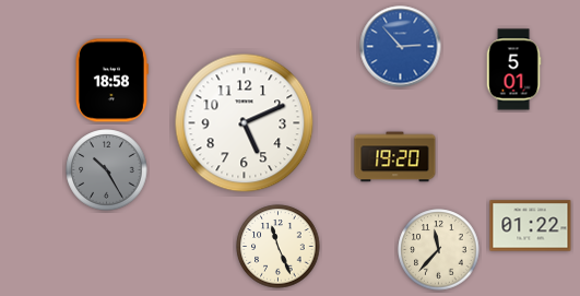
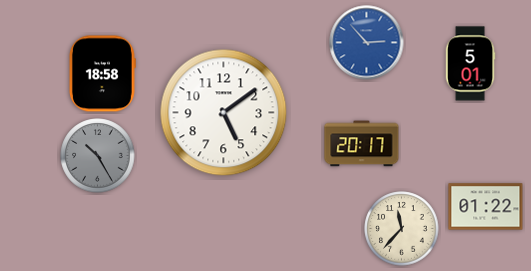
clock at (245, 123): 5:11 -> 5:09
clock at (395, 157): 19:20 -> 20:17
clock at (279, 247): 11:26 -> none
